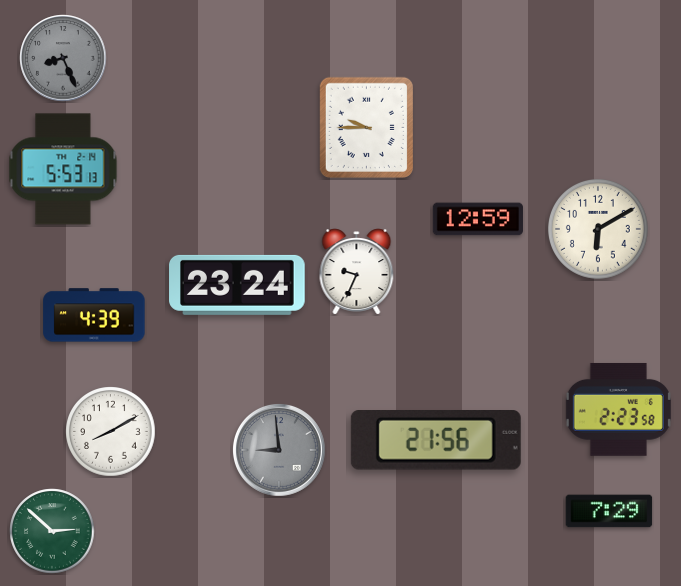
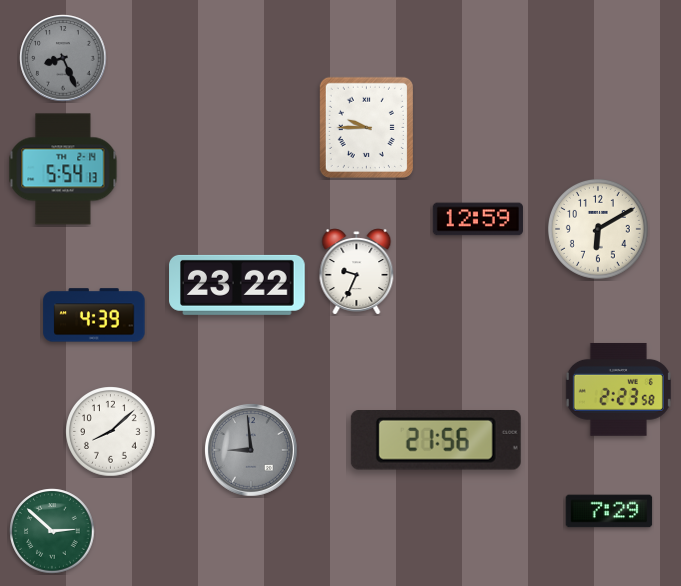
clock at (63, 169): 5:53 -> 5:54
clock at (237, 285): 23:24 -> 23:22
clock at (618, 409) position: (618, 409) -> (618, 389)
clock at (111, 432): 8:10 -> 8:08
clock at (279, 450) position: (279, 450) -> (251, 450)
